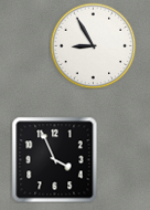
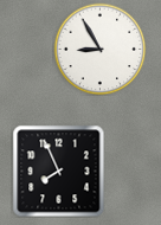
clock at (54, 159): 3:56 -> 7:56
